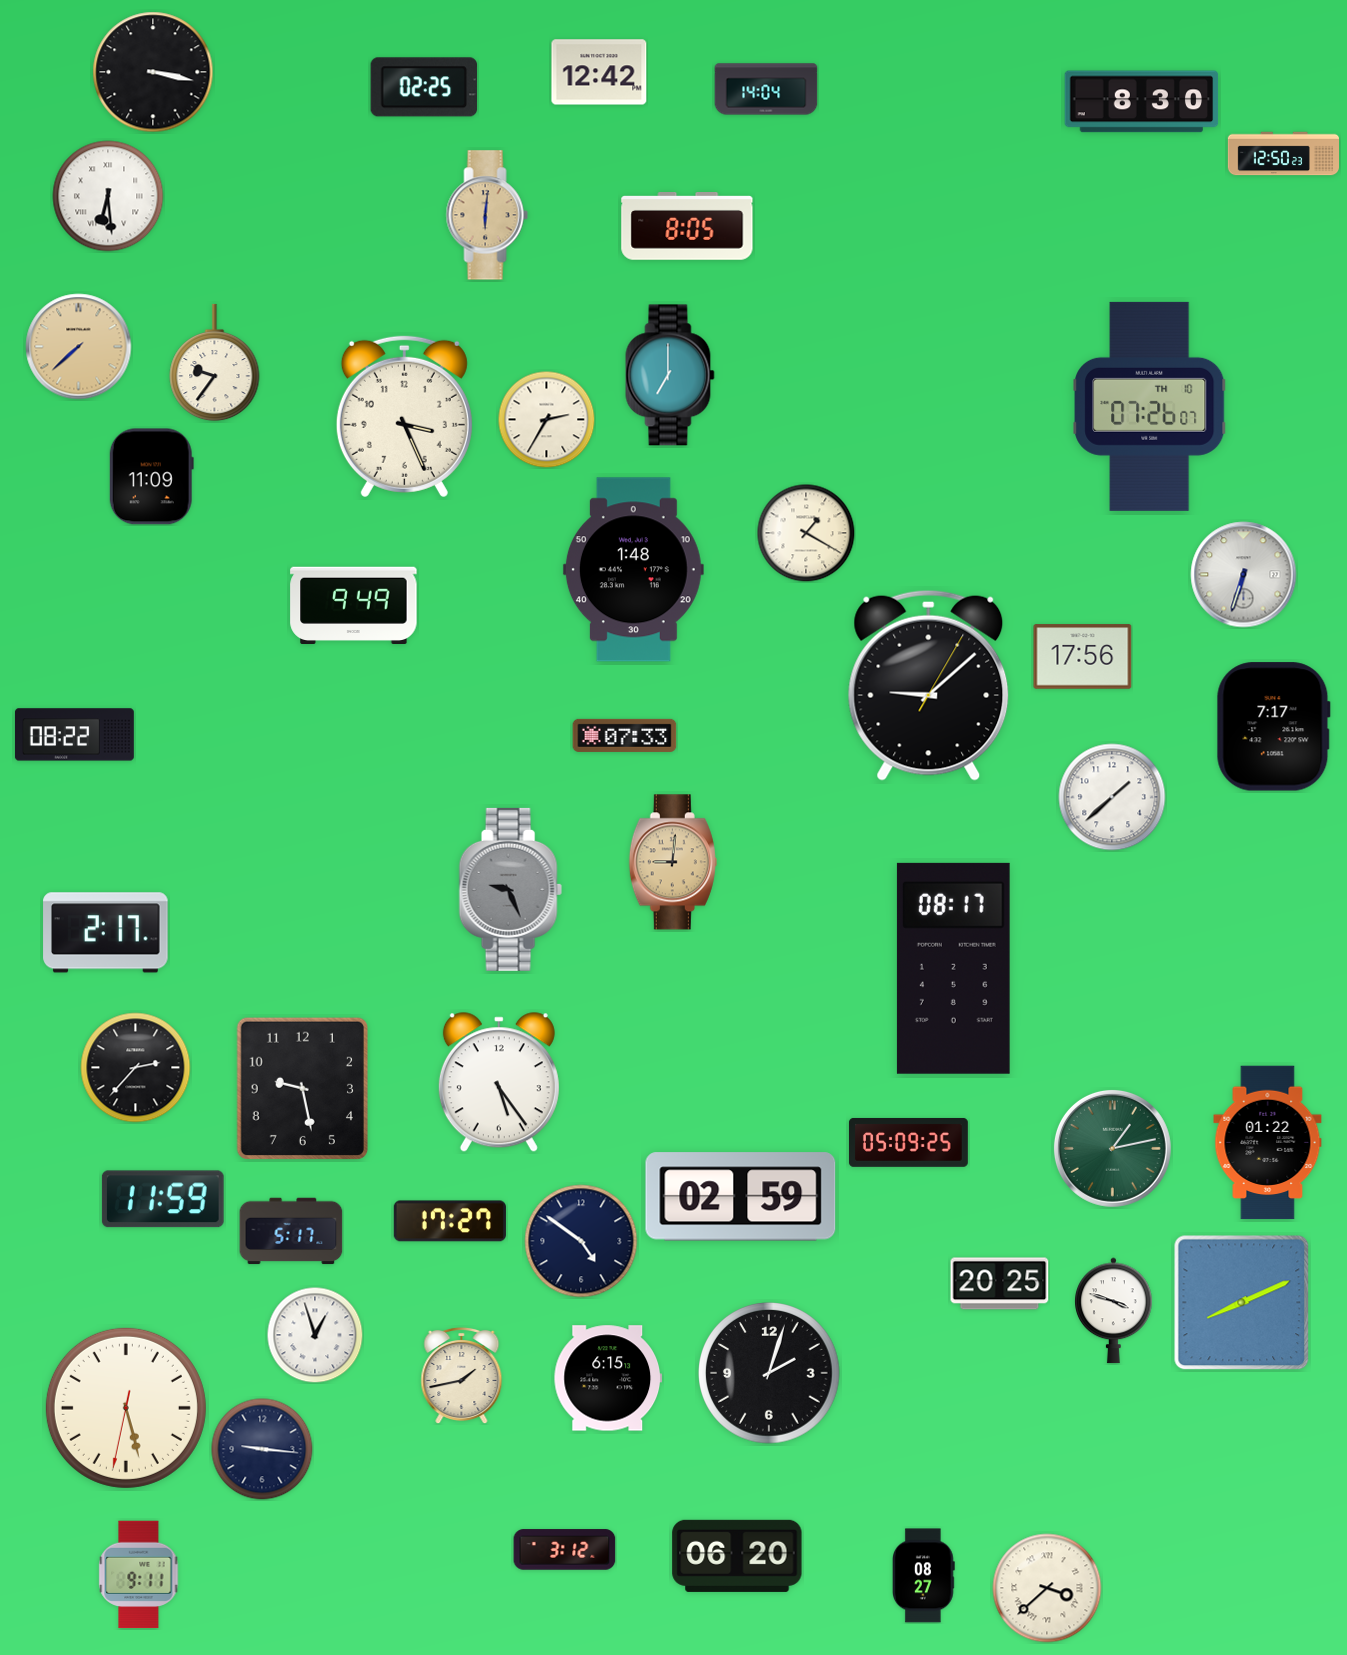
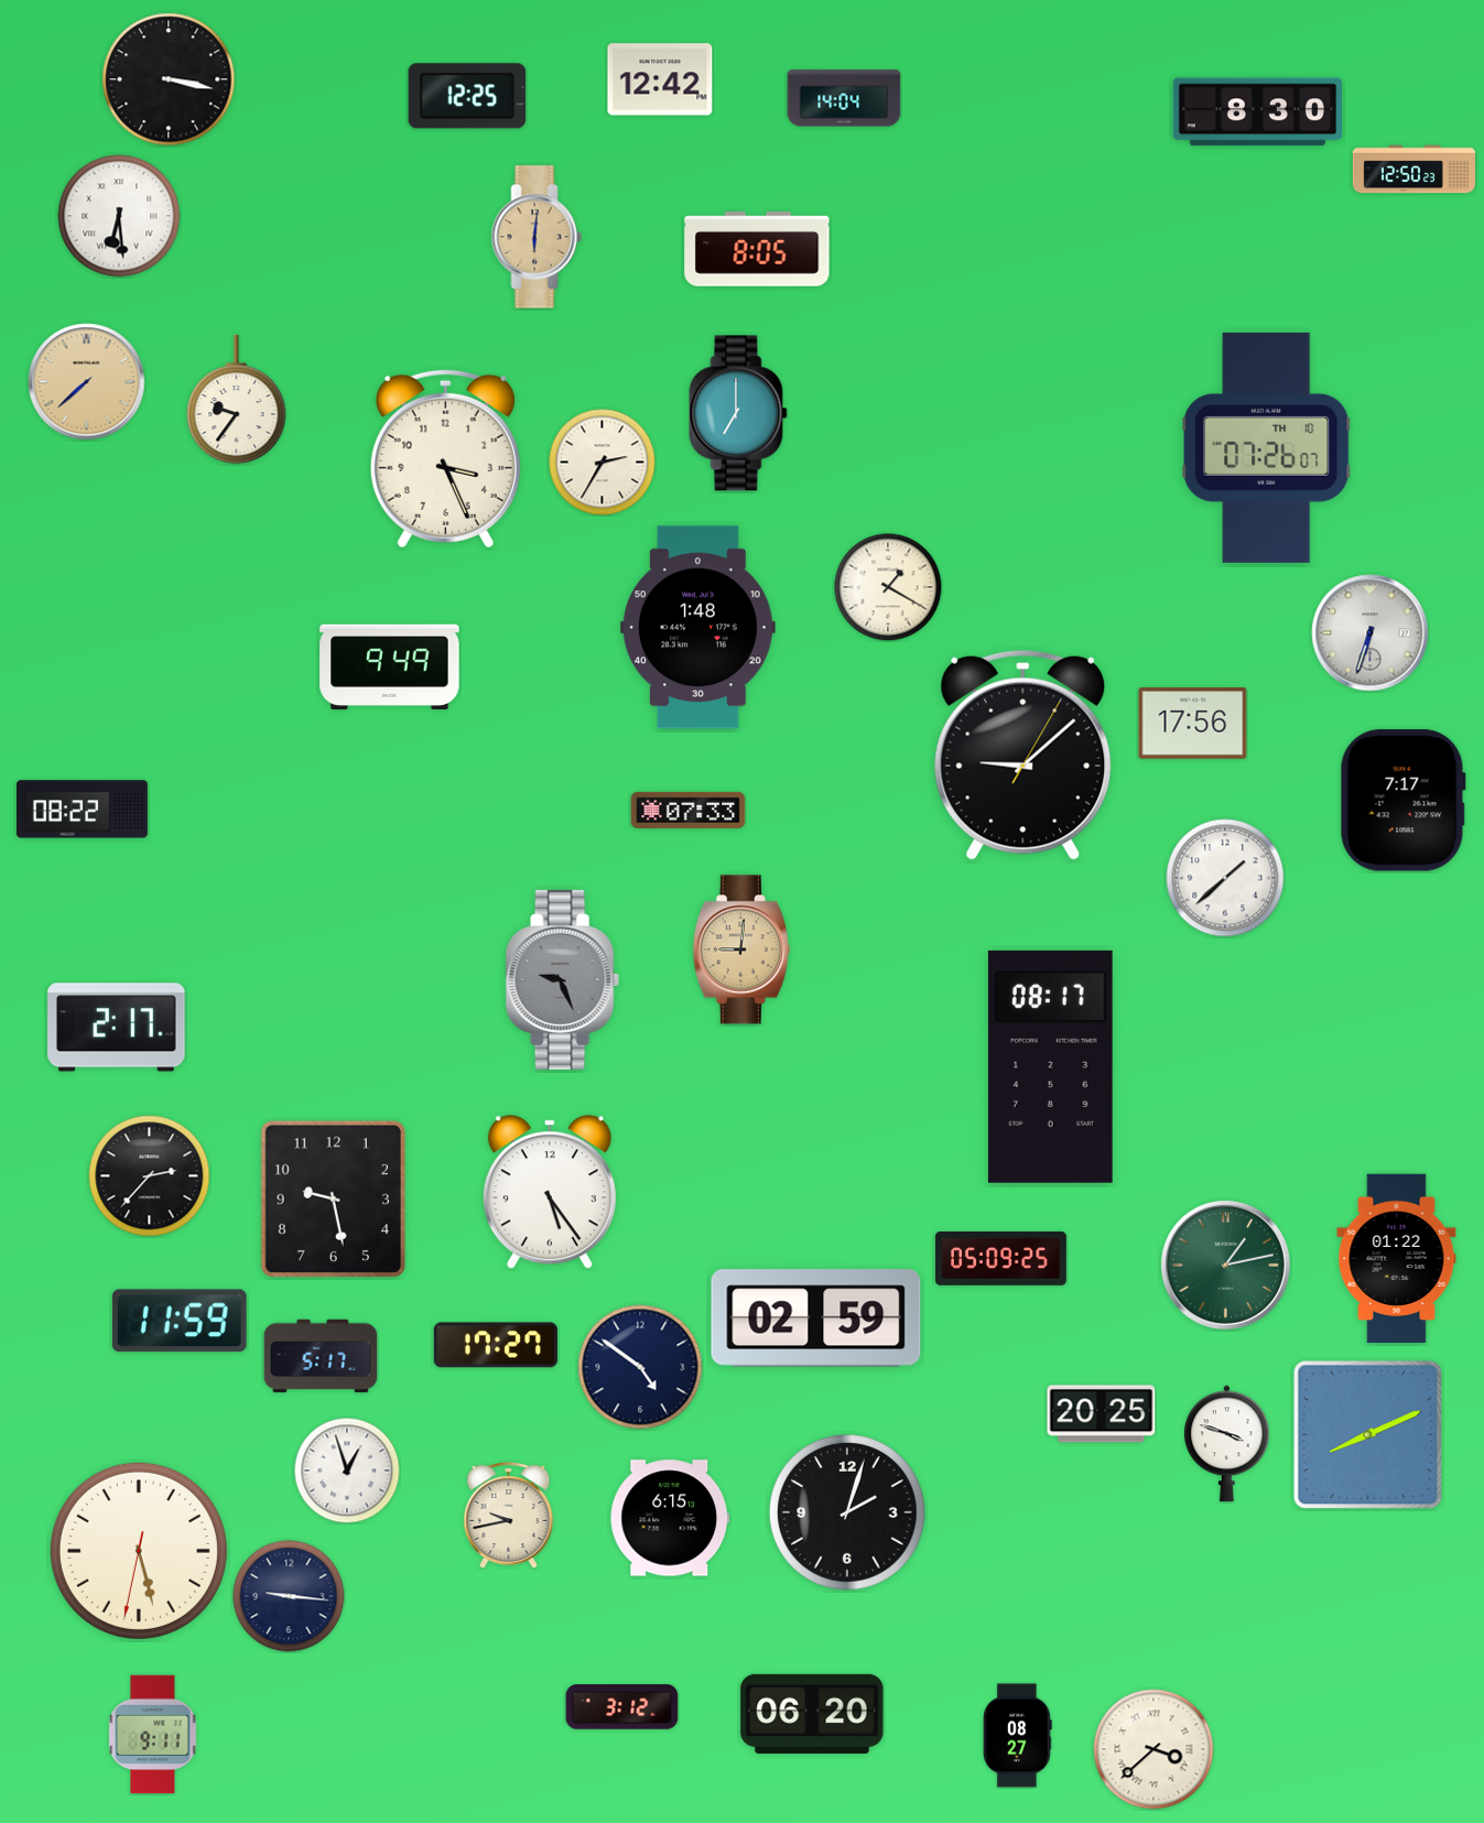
clock at (424, 87): 02:25 -> 12:25
clock at (151, 477): 11:09 -> none
clock at (462, 1375): 1:43 -> 9:43
